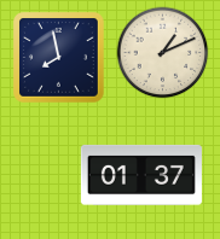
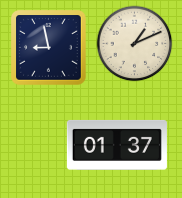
clock at (59, 58): 7:58 -> 8:58
